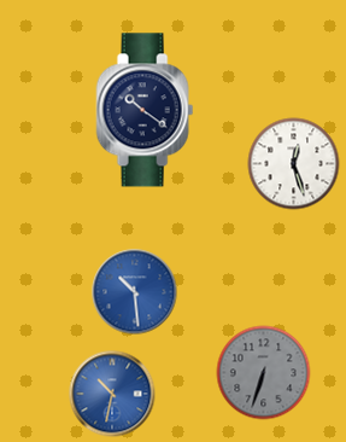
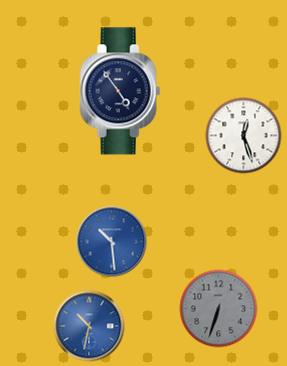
clock at (145, 110): 10:21 -> 4:54
clock at (112, 394) position: (112, 394) -> (89, 326)
